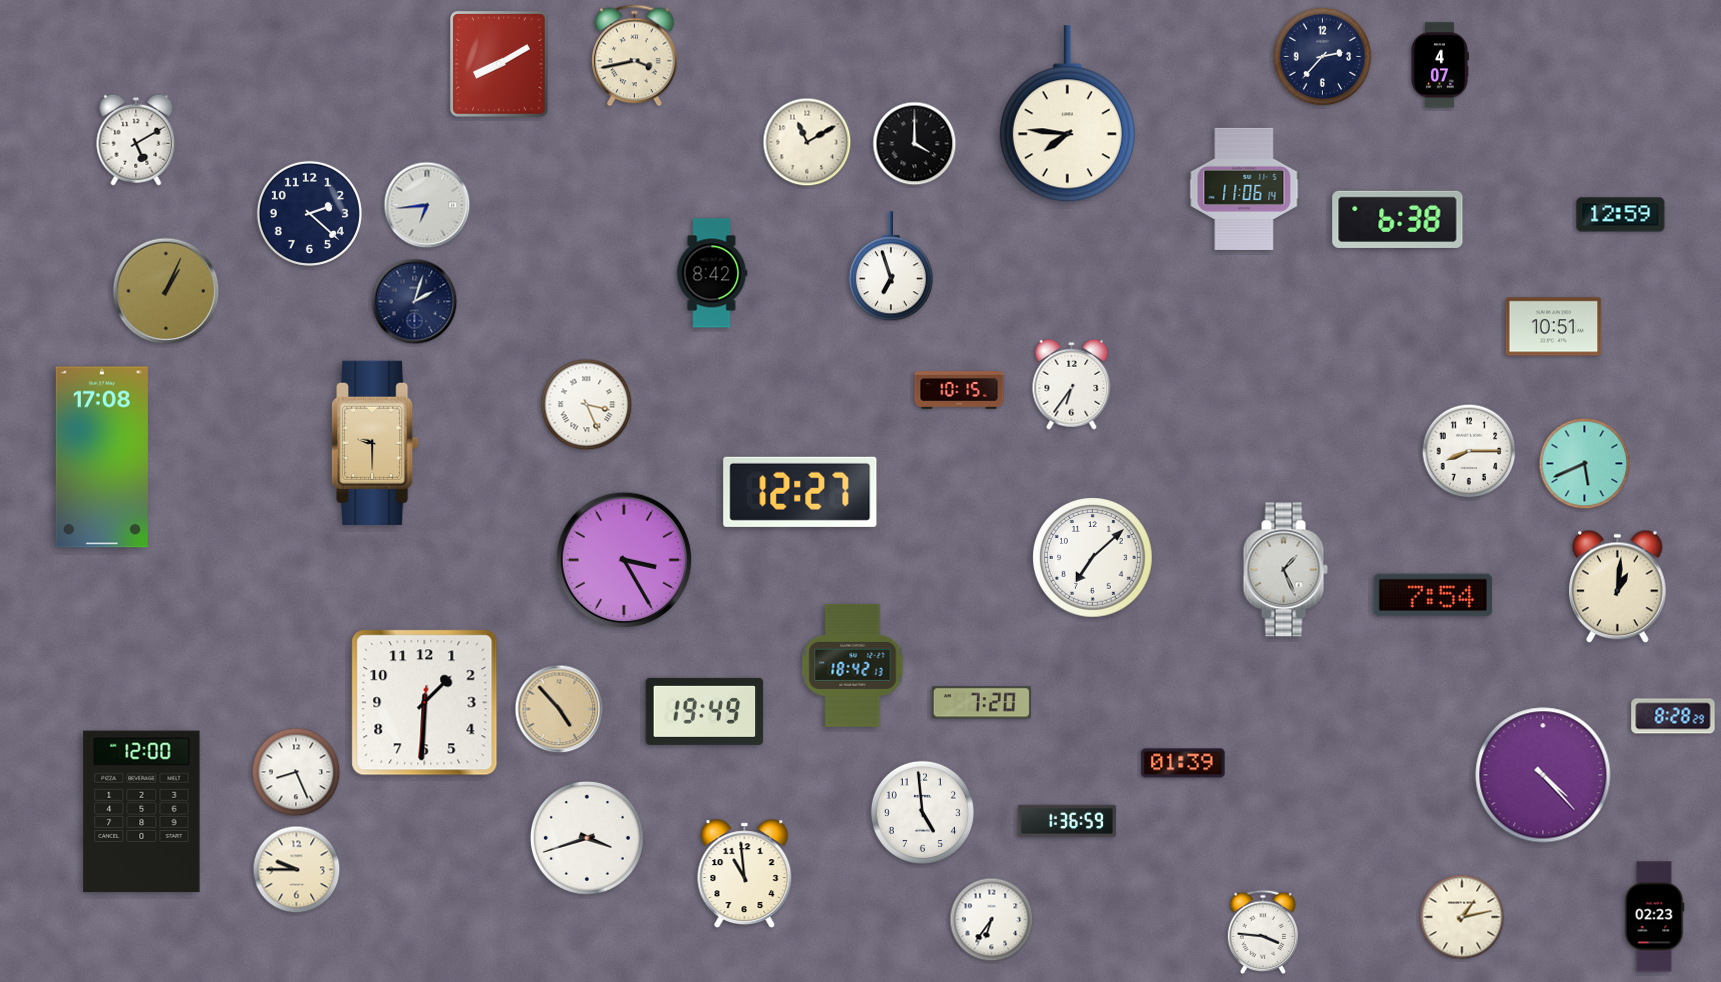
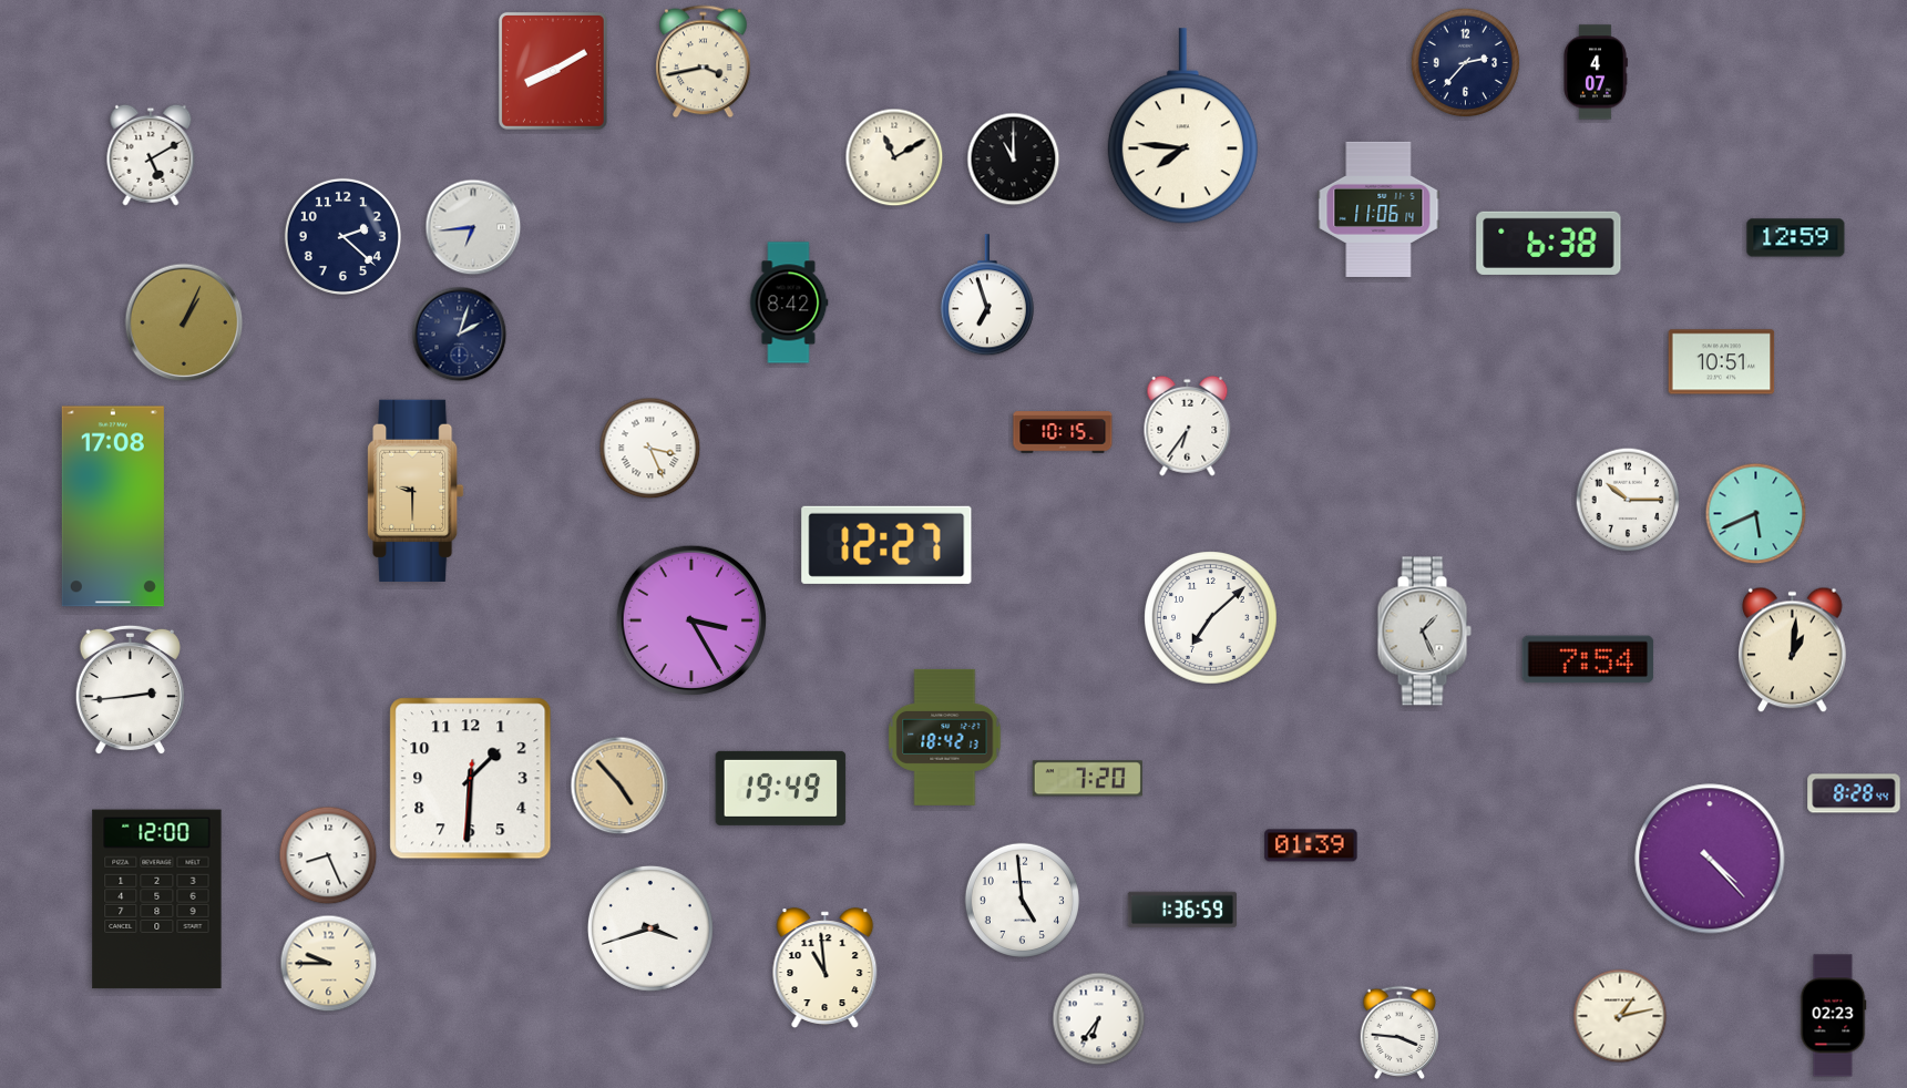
clock at (915, 144): 4:00 -> 11:00
clock at (1469, 451): 8:15 -> 10:15
clock at (130, 690): none -> 2:44
clock at (1673, 716): 8:28:29 -> 8:28:44
